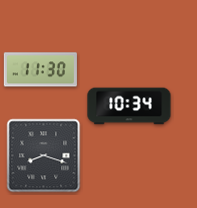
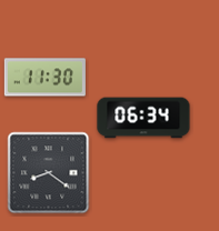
clock at (129, 106): 10:34 -> 06:34
clock at (44, 156): 8:18 -> 8:21
